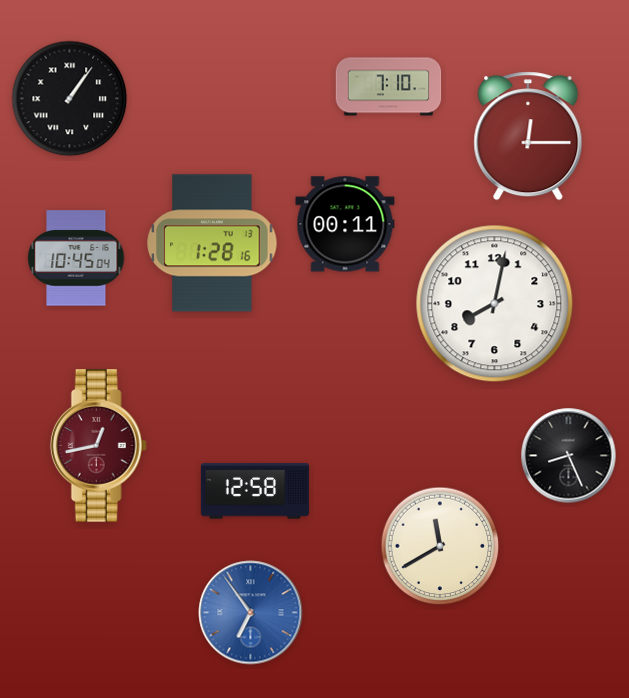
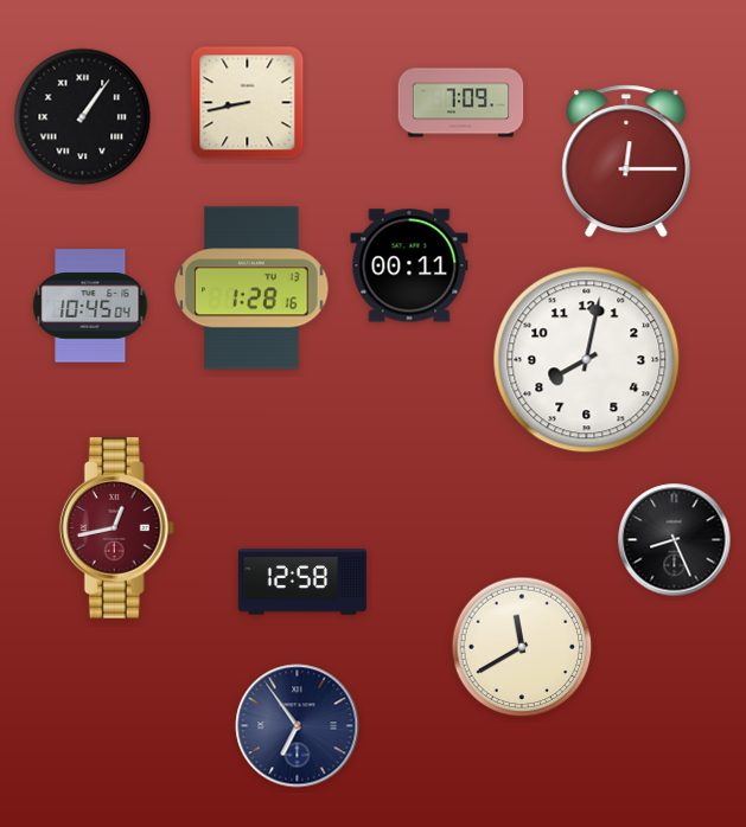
clock at (248, 103): none -> 8:43
clock at (389, 87): 7:10 -> 7:09
clock at (251, 613) dial: blue -> navy
